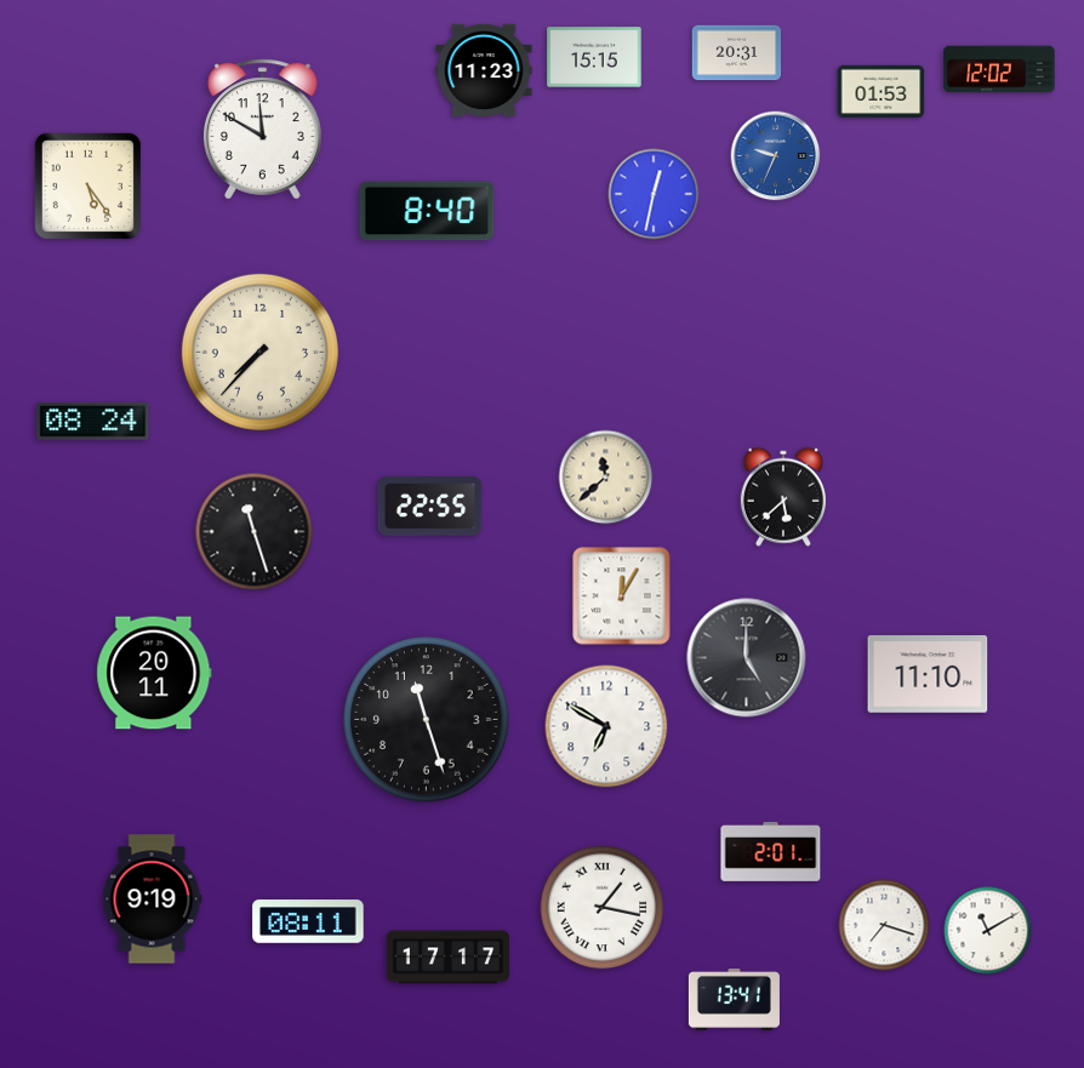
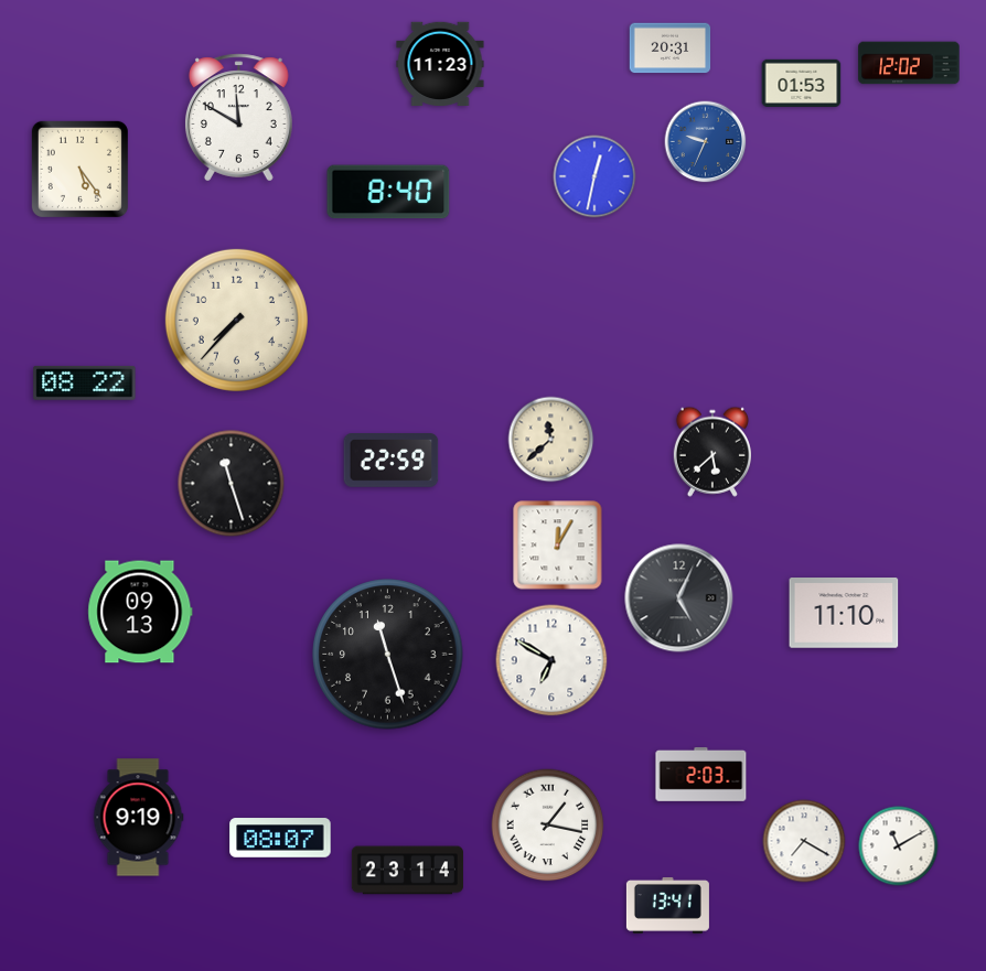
clock at (594, 57): 15:15 -> none
clock at (93, 421): 08:24 -> 08:22
clock at (606, 478) position: (606, 478) -> (551, 440)
clock at (430, 507): 22:55 -> 22:59
clock at (622, 596) position: (622, 596) -> (558, 546)
clock at (747, 658): 5:00 -> 5:04
clock at (154, 673): 20:11 -> 09:13
clock at (771, 851): 2:01 -> 2:03
clock at (308, 921): 08:11 -> 08:07
clock at (884, 925): 7:18 -> 7:20
clock at (447, 958): 17:17 -> 23:14
clock at (734, 999) position: (734, 999) -> (667, 905)
